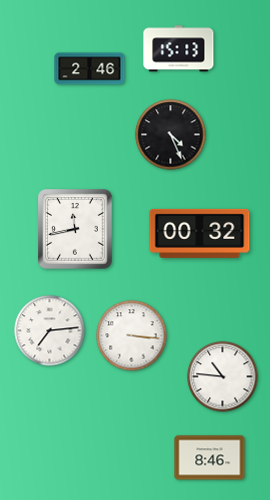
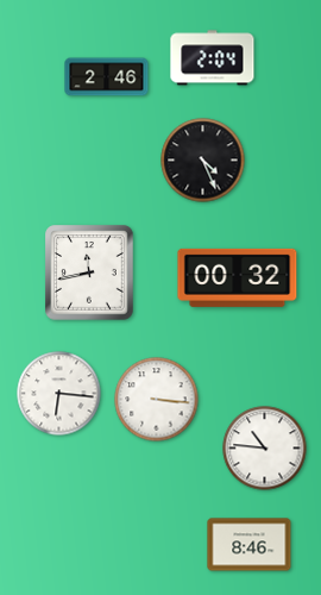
clock at (179, 49): 15:13 -> 2:04
clock at (90, 69) position: (90, 69) -> (107, 77)
clock at (50, 331): 7:14 -> 6:16
